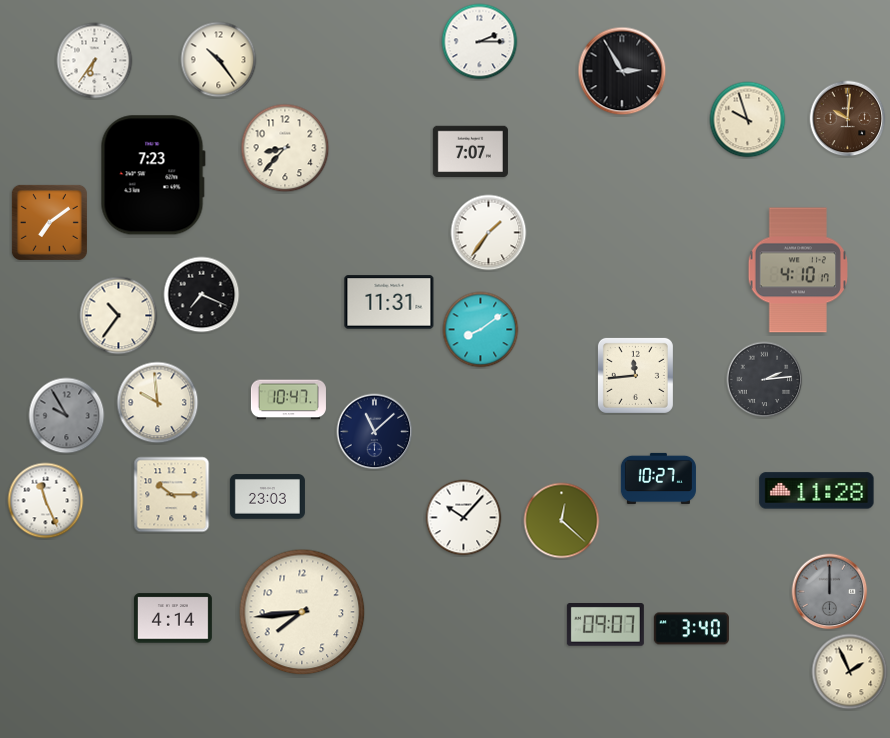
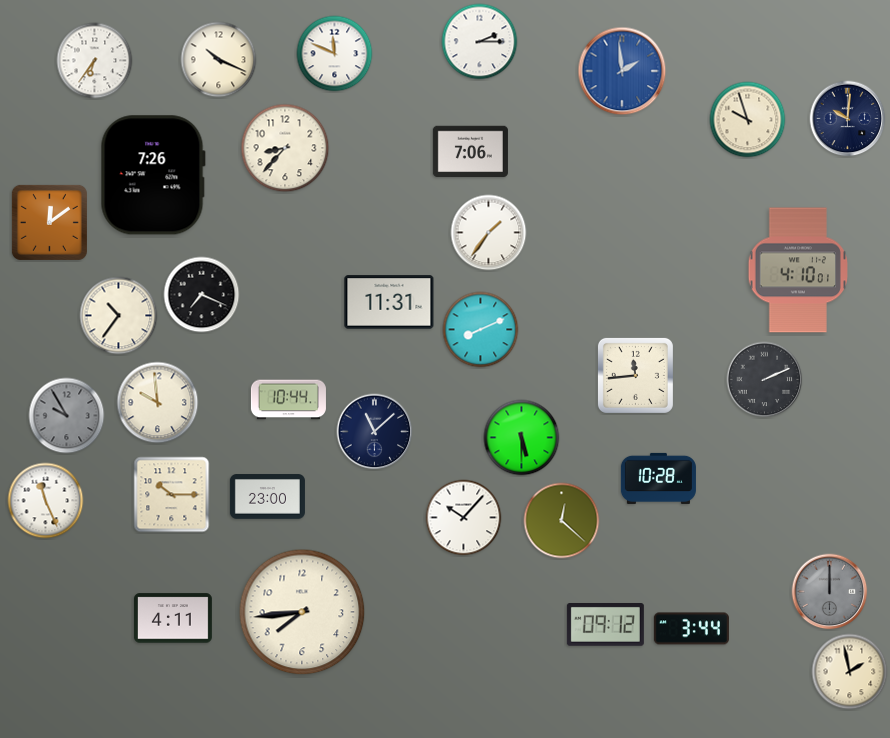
clock at (335, 54): none -> 11:49
clock at (219, 60): 10:24 -> 10:19
clock at (622, 71): 2:55 -> 1:59
clock at (622, 71) dial: black -> blue
clock at (848, 119) dial: brown -> navy
clock at (470, 152): 7:07 -> 7:06
clock at (153, 175): 7:23 -> 7:26
clock at (49, 222): 7:09 -> 12:09
clock at (797, 270): 4:10:17 -> 4:10:01
clock at (481, 330): 8:09 -> 8:11
clock at (765, 380): 2:14 -> 2:11
clock at (288, 400): 10:47 -> 10:44
clock at (522, 438): none -> 5:30
clock at (658, 478): 10:27 -> 10:28
clock at (817, 491): 11:28 -> none
clock at (267, 497): 23:03 -> 23:00
clock at (173, 618): 4:14 -> 4:11
clock at (605, 625): 09:07 -> 09:12
clock at (691, 629): 3:40 -> 3:44
clock at (850, 672): 1:56 -> 1:58
